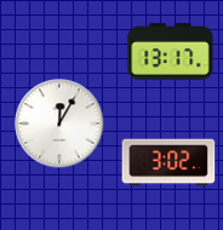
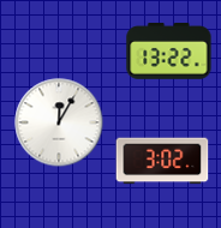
clock at (171, 52): 13:17 -> 13:22
clock at (168, 162) position: (168, 162) -> (162, 161)
